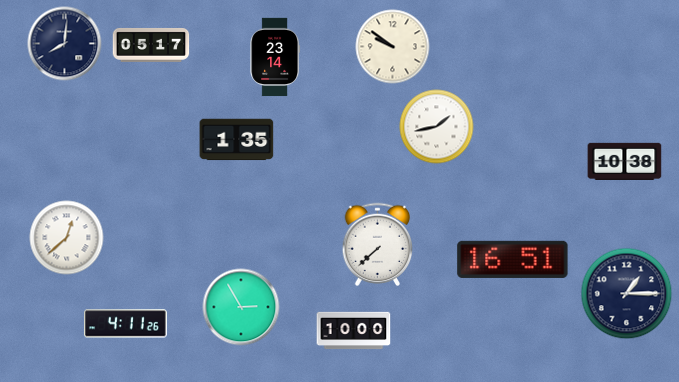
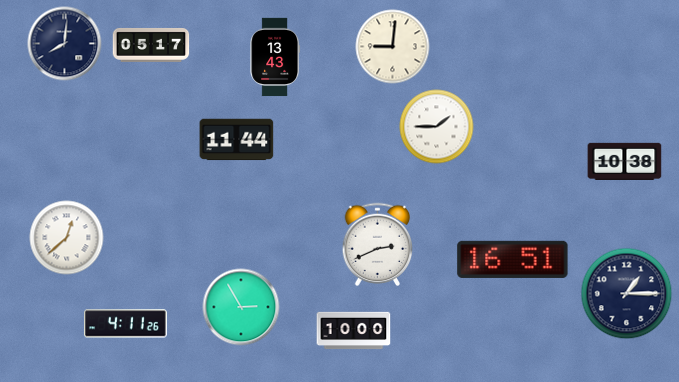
clock at (393, 47): 9:51 -> 9:01
clock at (275, 57): 23:14 -> 13:43
clock at (437, 127): 1:43 -> 1:45
clock at (237, 140): 1:35 -> 11:44
clock at (378, 245): 7:38 -> 2:41
